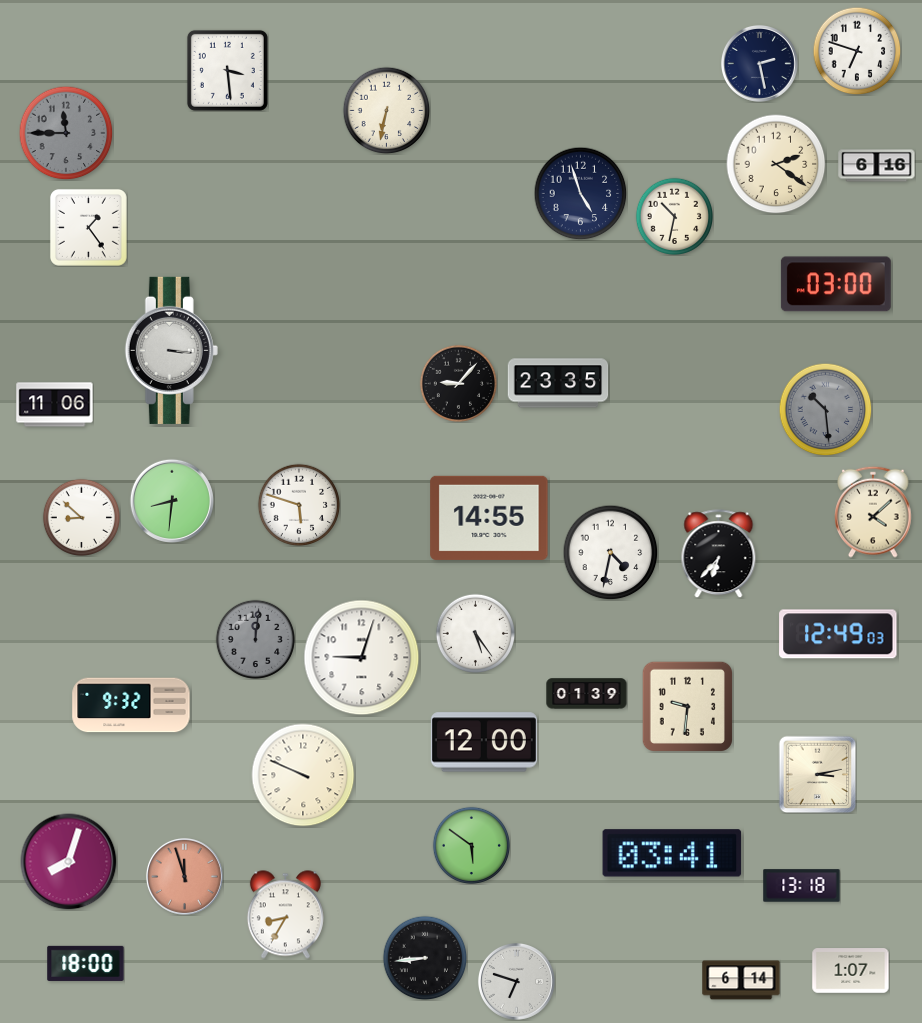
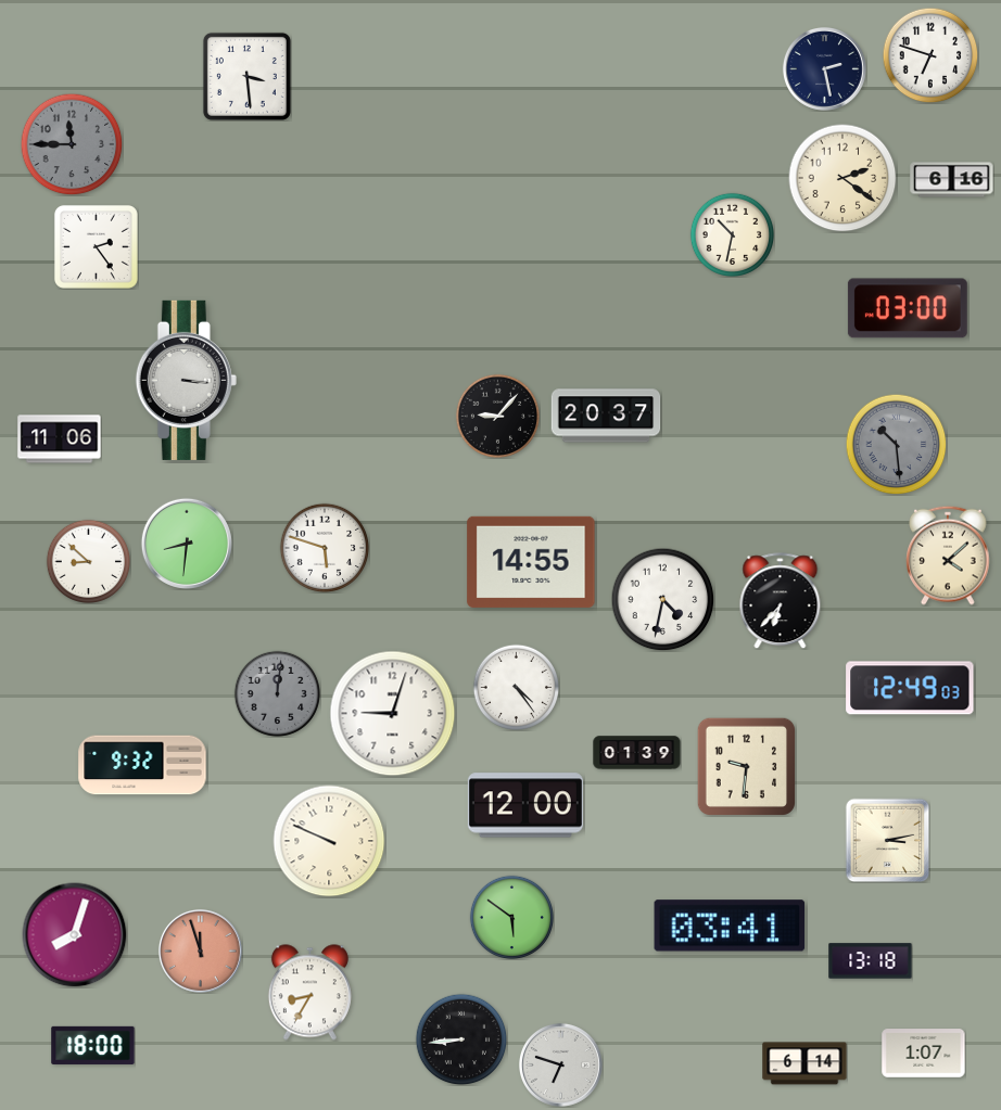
clock at (386, 110): 6:32 -> none
clock at (580, 193): 4:57 -> none
clock at (88, 227): 1:24 -> 2:24
clock at (558, 383): 23:35 -> 20:37
clock at (475, 633): 5:24 -> 4:24
